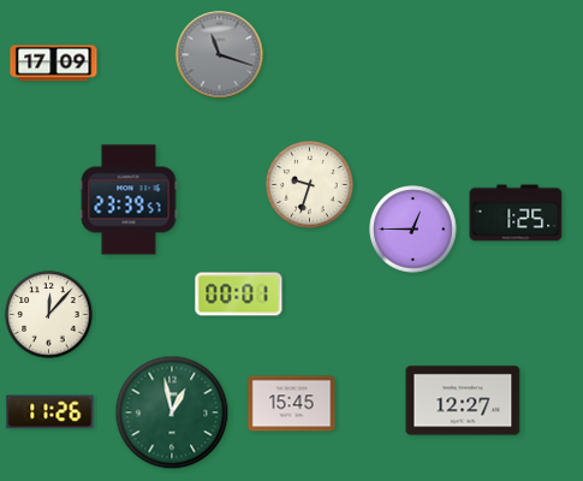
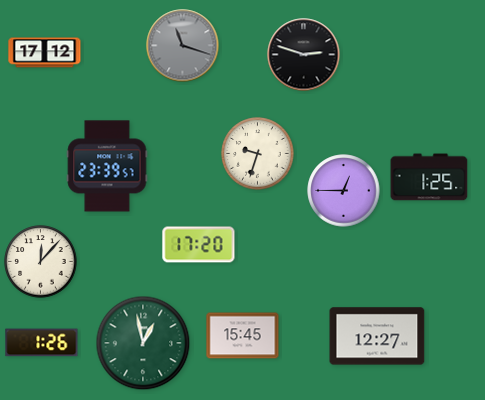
clock at (54, 64): 17:09 -> 17:12
clock at (304, 55): none -> 2:48
clock at (239, 295): 00:01 -> 17:20
clock at (463, 400) position: (463, 400) -> (377, 336)
clock at (50, 412): 11:26 -> 1:26
